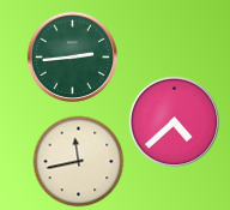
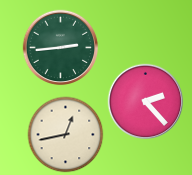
clock at (175, 122): 4:38 -> 2:23
clock at (79, 162): 11:43 -> 12:43
